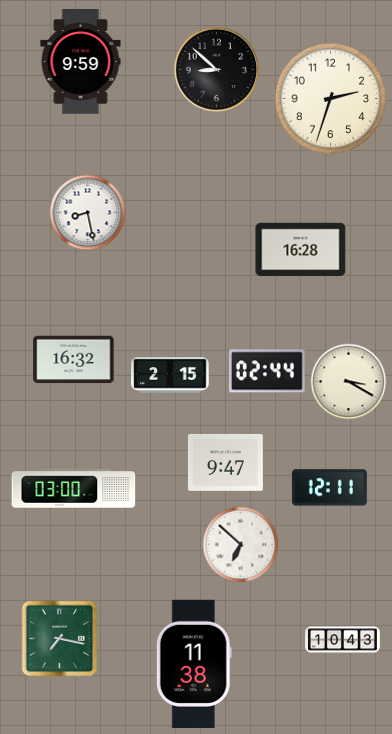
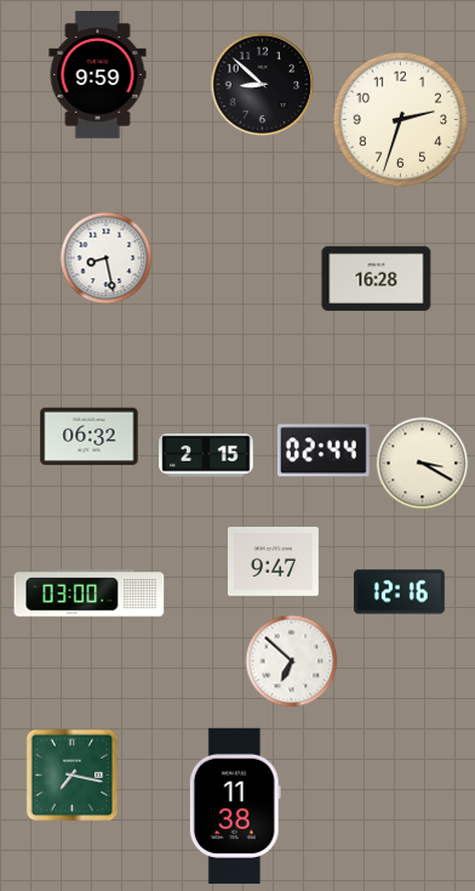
clock at (301, 250) position: (301, 250) -> (377, 279)
clock at (74, 360): 16:32 -> 06:32
clock at (329, 488): 12:11 -> 12:16
clock at (343, 640): 10:43 -> none
